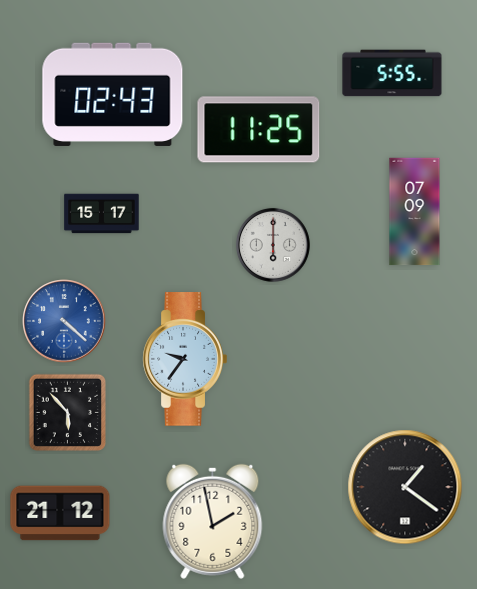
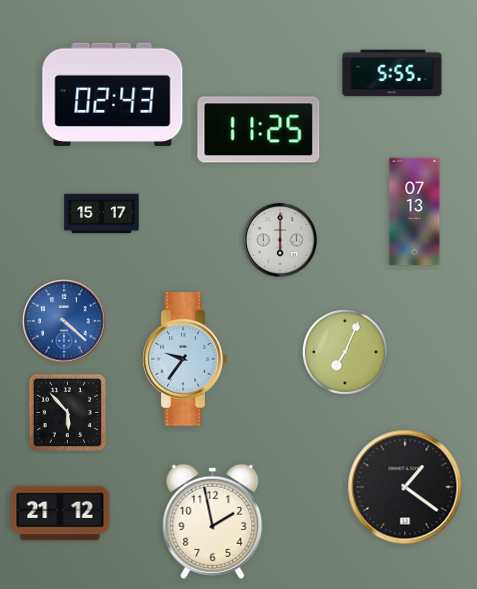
clock at (415, 212): 07:09 -> 07:13
clock at (273, 245) position: (273, 245) -> (280, 240)
clock at (346, 353): none -> 7:04
